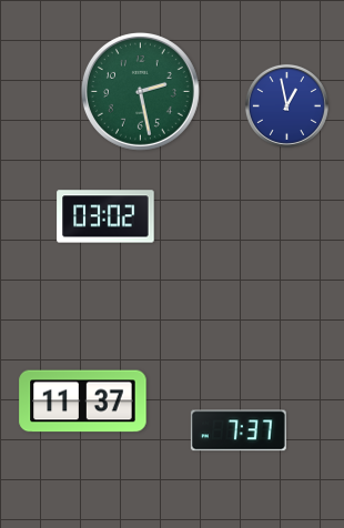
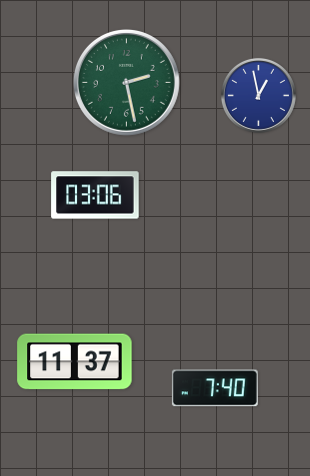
clock at (105, 216): 03:02 -> 03:06
clock at (239, 430): 7:37 -> 7:40
